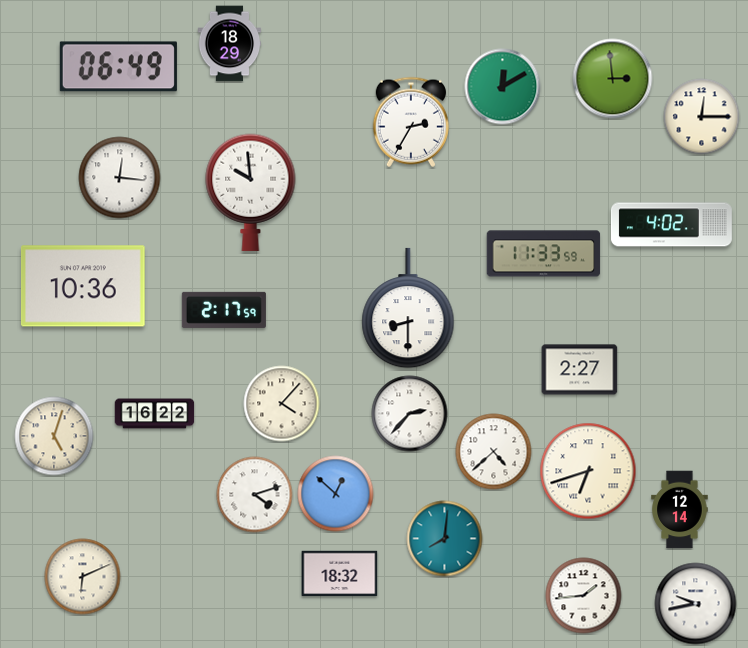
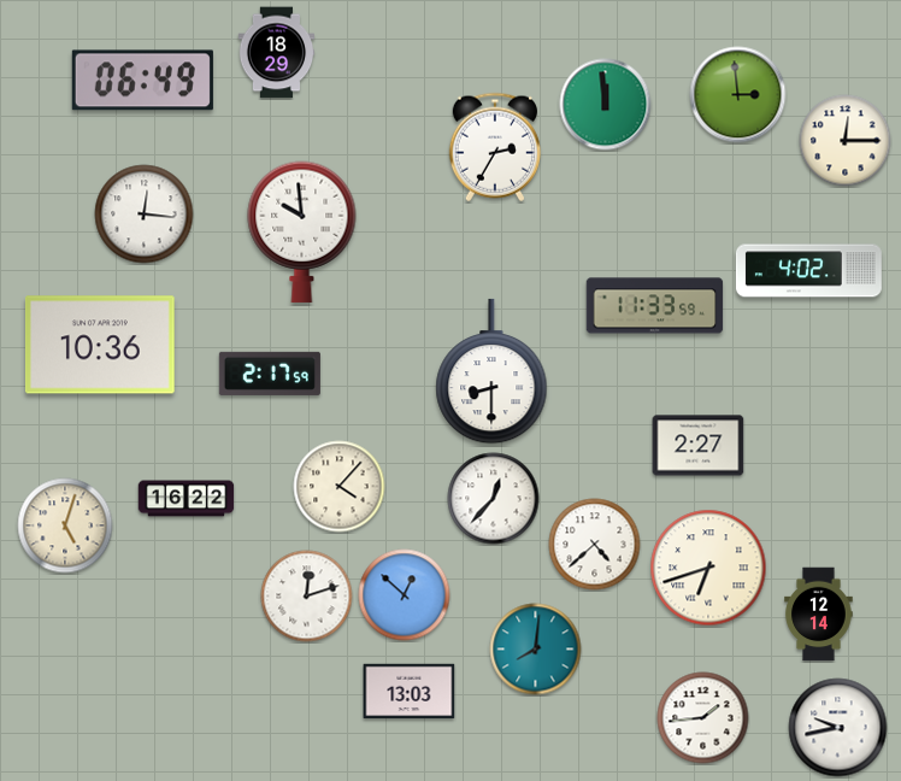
clock at (503, 87): 12:10 -> 11:59
clock at (410, 414): 2:37 -> 12:37
clock at (255, 495): 4:12 -> 12:12
clock at (340, 574): 18:32 -> 13:03
clock at (83, 577): 6:11 -> none
